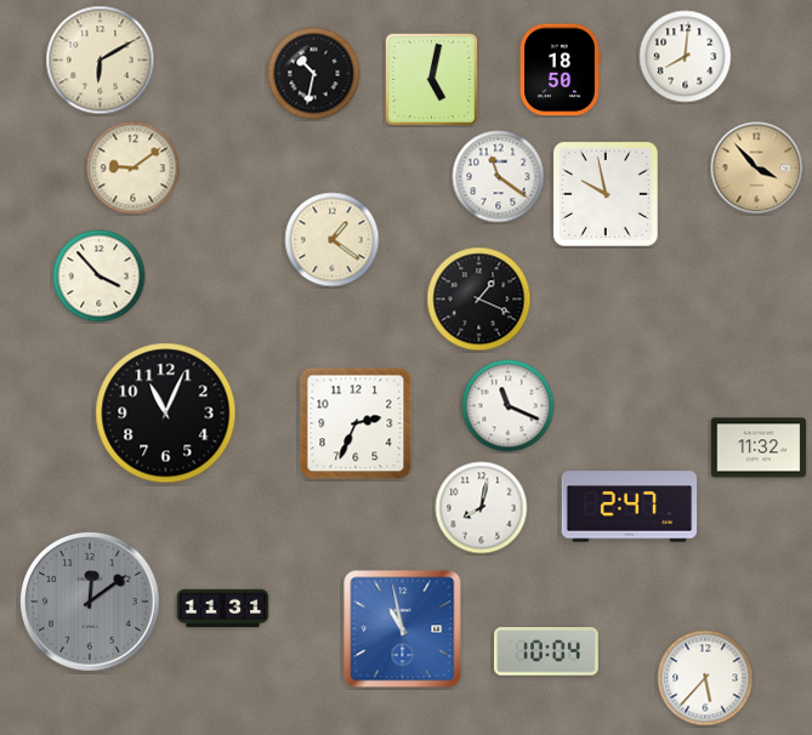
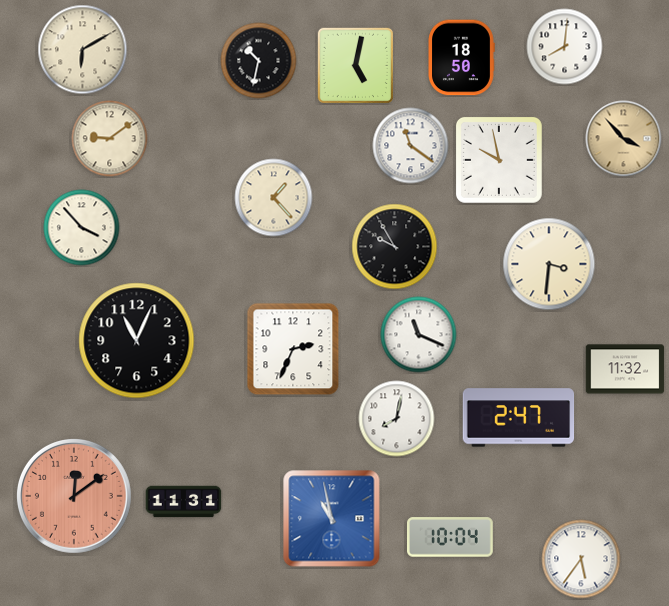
clock at (333, 240): 1:21 -> 1:23
clock at (479, 300): 1:19 -> 9:55
clock at (549, 264): none -> 3:31
clock at (90, 602) dial: grey -> salmon
clock at (705, 678): 5:37 -> 5:36
